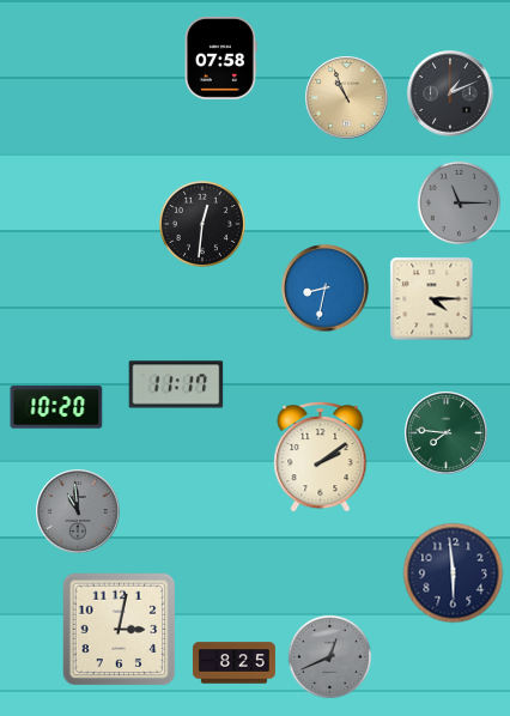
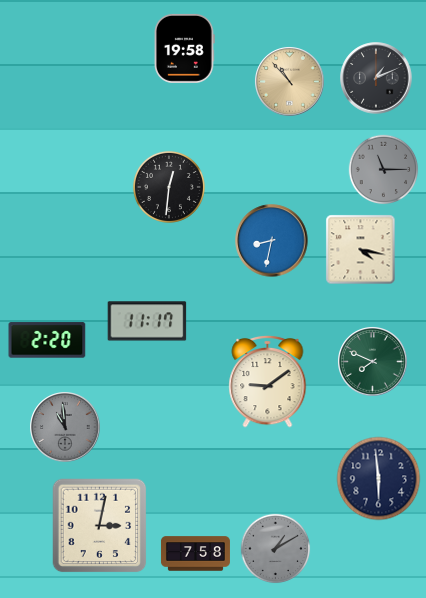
clock at (220, 57): 07:58 -> 19:58
clock at (347, 98): 10:56 -> 10:53
clock at (432, 299): 4:15 -> 4:17
clock at (56, 407): 10:20 -> 2:20
clock at (447, 433): 7:46 -> 7:49
clock at (321, 456): 2:09 -> 9:09
clock at (330, 657): 12:41 -> 1:10
clock at (233, 663): 8:25 -> 7:58
